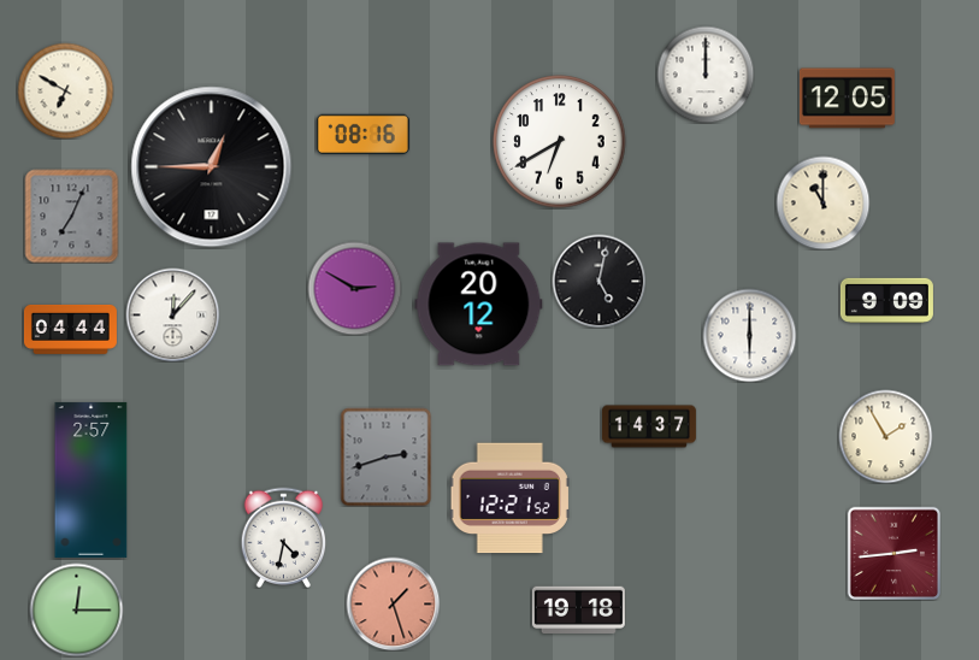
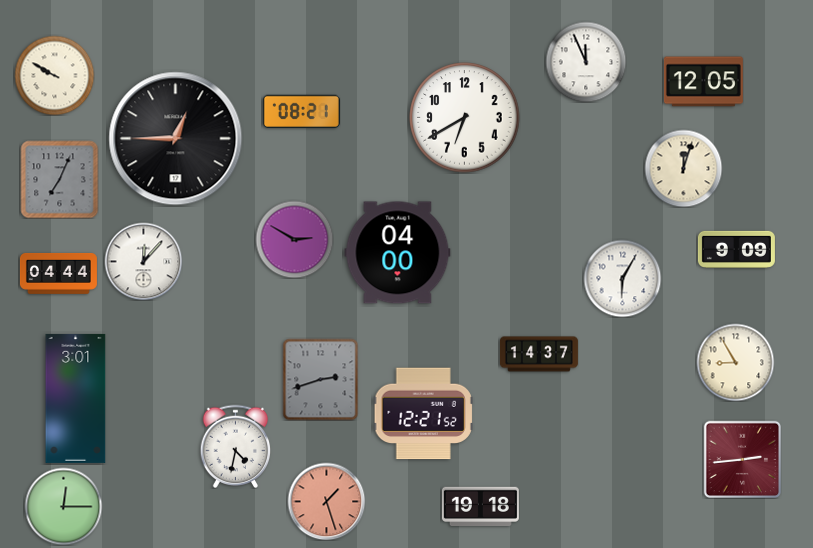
clock at (706, 75): 12:00 -> 11:56
clock at (65, 90): 6:50 -> 9:50
clock at (362, 134): 08:16 -> 08:21
clock at (822, 202): 11:00 -> 12:03
clock at (598, 281): 5:02 -> none
clock at (479, 305): 20:12 -> 04:00
clock at (749, 335): 6:00 -> 6:05
clock at (885, 436): 1:55 -> 8:55
clock at (92, 479): 2:57 -> 3:01
